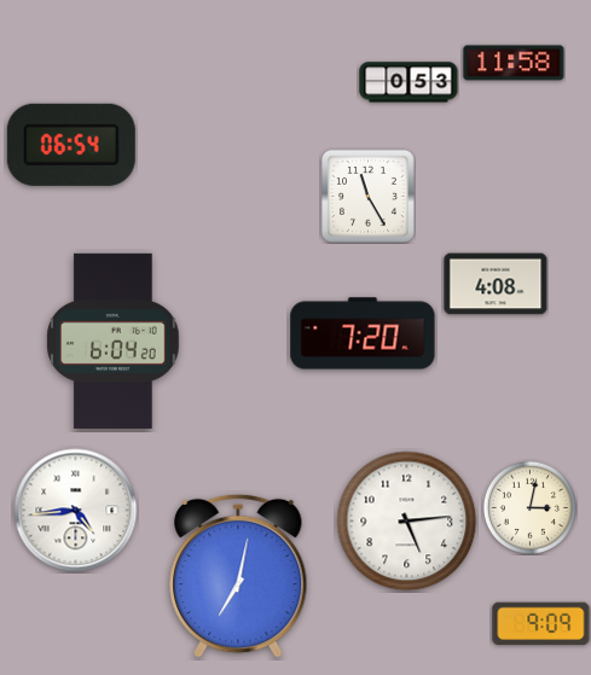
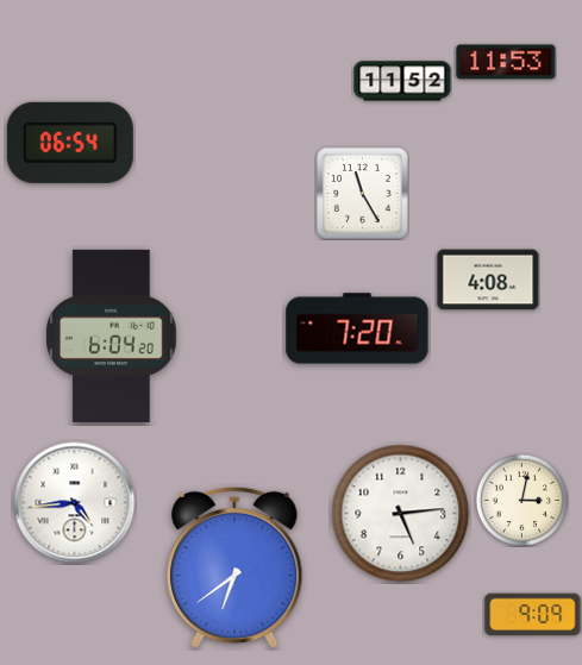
clock at (514, 63): 11:58 -> 11:53
clock at (409, 82): 0:53 -> 11:52
clock at (238, 576): 7:02 -> 6:39
